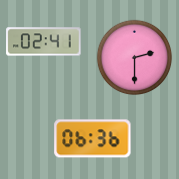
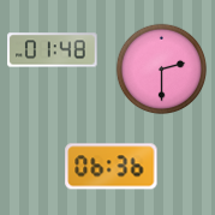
clock at (44, 42): 02:41 -> 01:48
